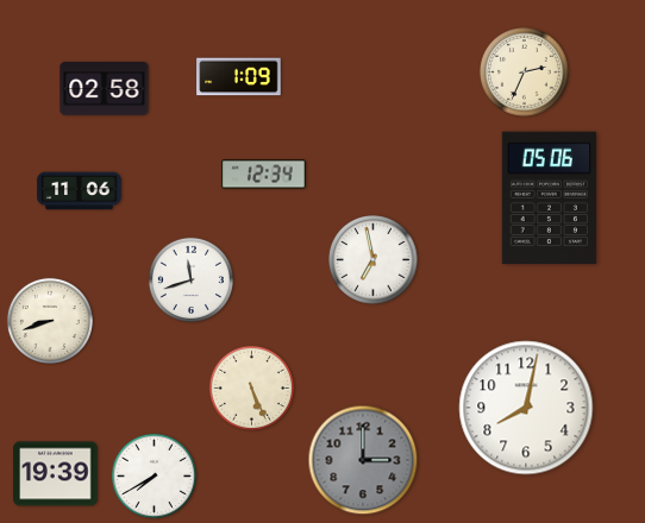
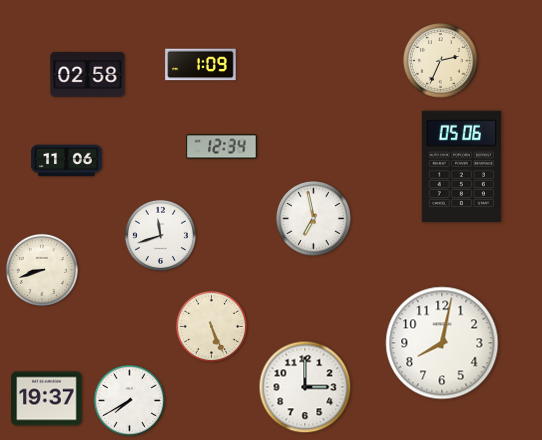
clock at (363, 460) dial: grey -> white
clock at (56, 474): 19:39 -> 19:37
